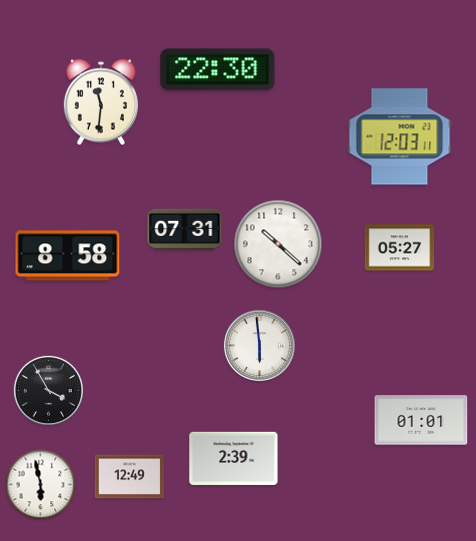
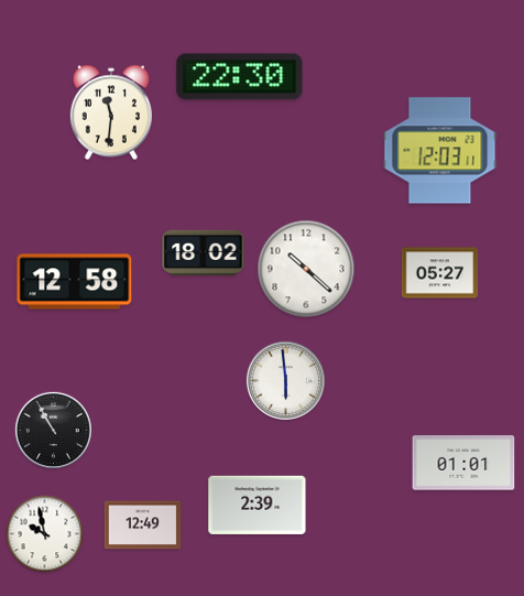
clock at (185, 230): 07:31 -> 18:02
clock at (68, 256): 8:58 -> 12:58
clock at (48, 390): 3:55 -> 10:55
clock at (41, 485): 5:58 -> 9:58
